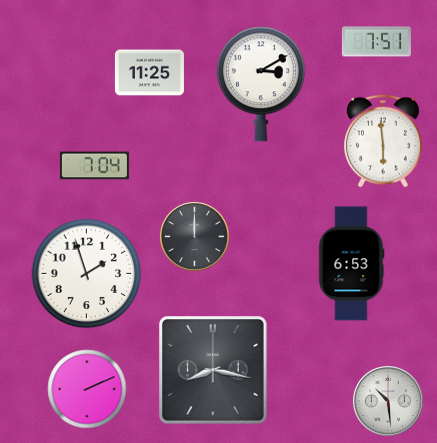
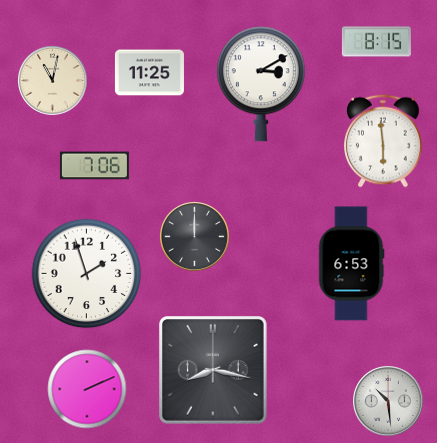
clock at (376, 42): 7:51 -> 8:15
clock at (53, 81): none -> 11:02
clock at (94, 166): 7:04 -> 7:06
